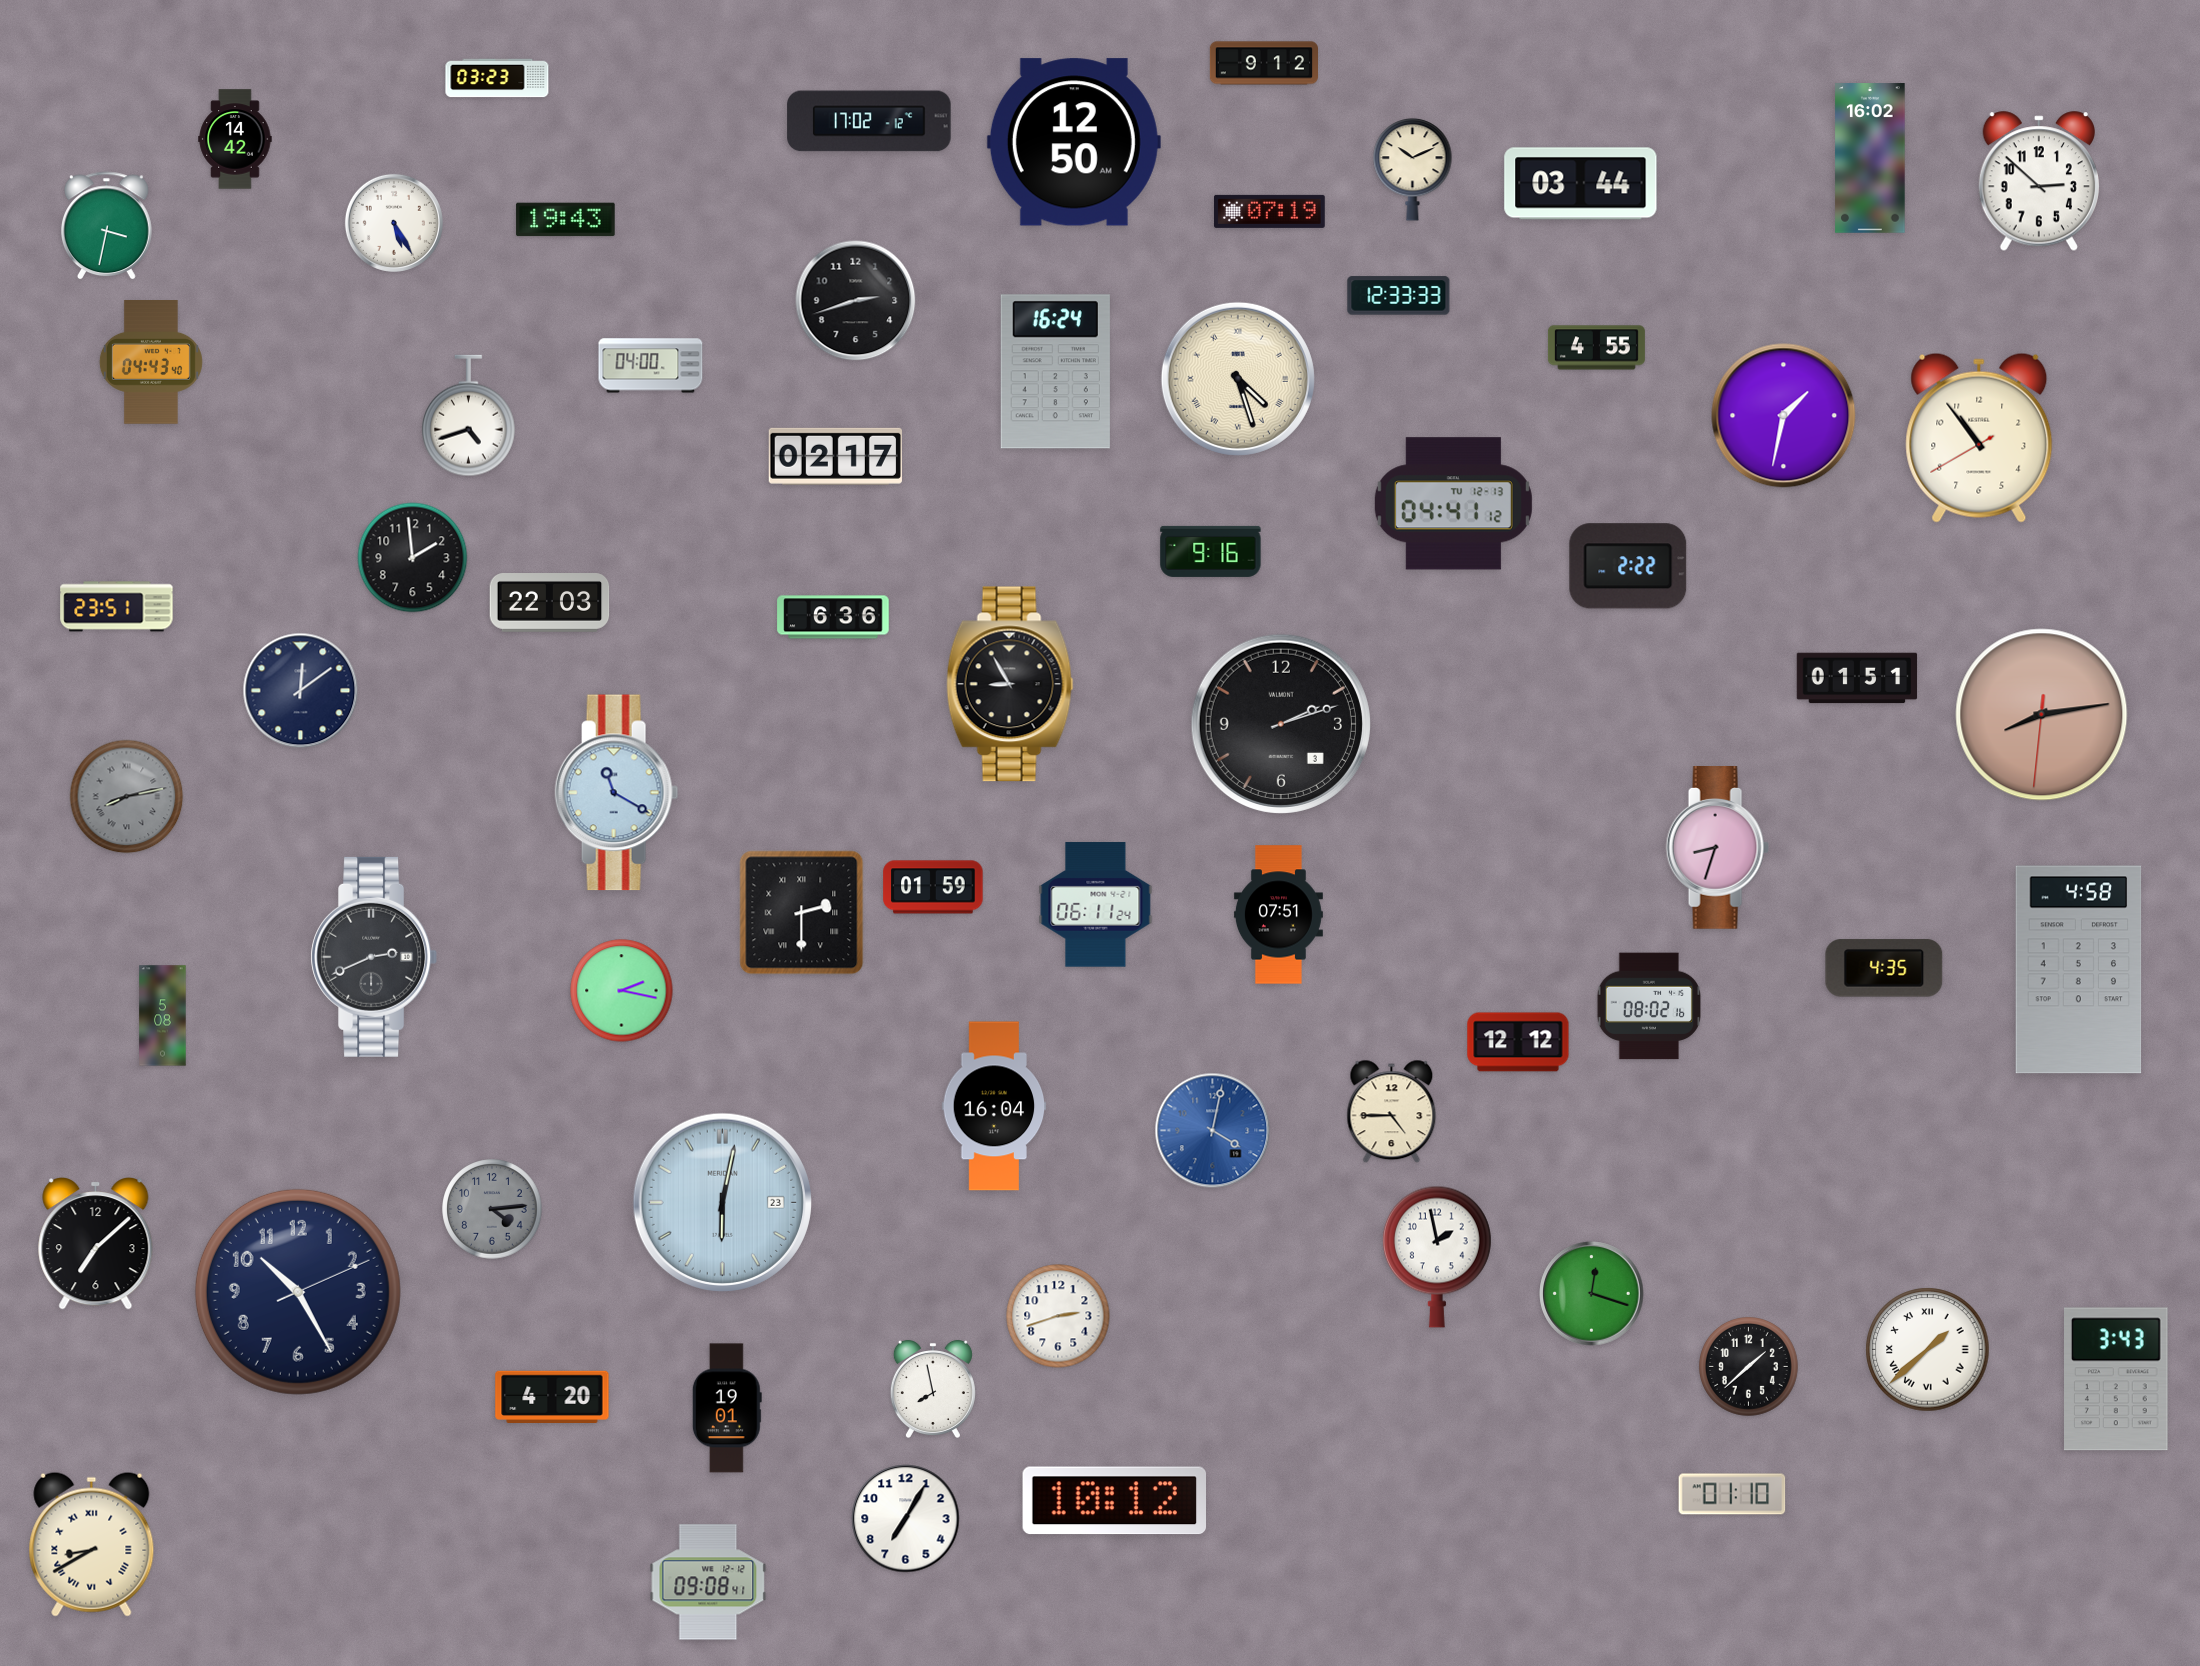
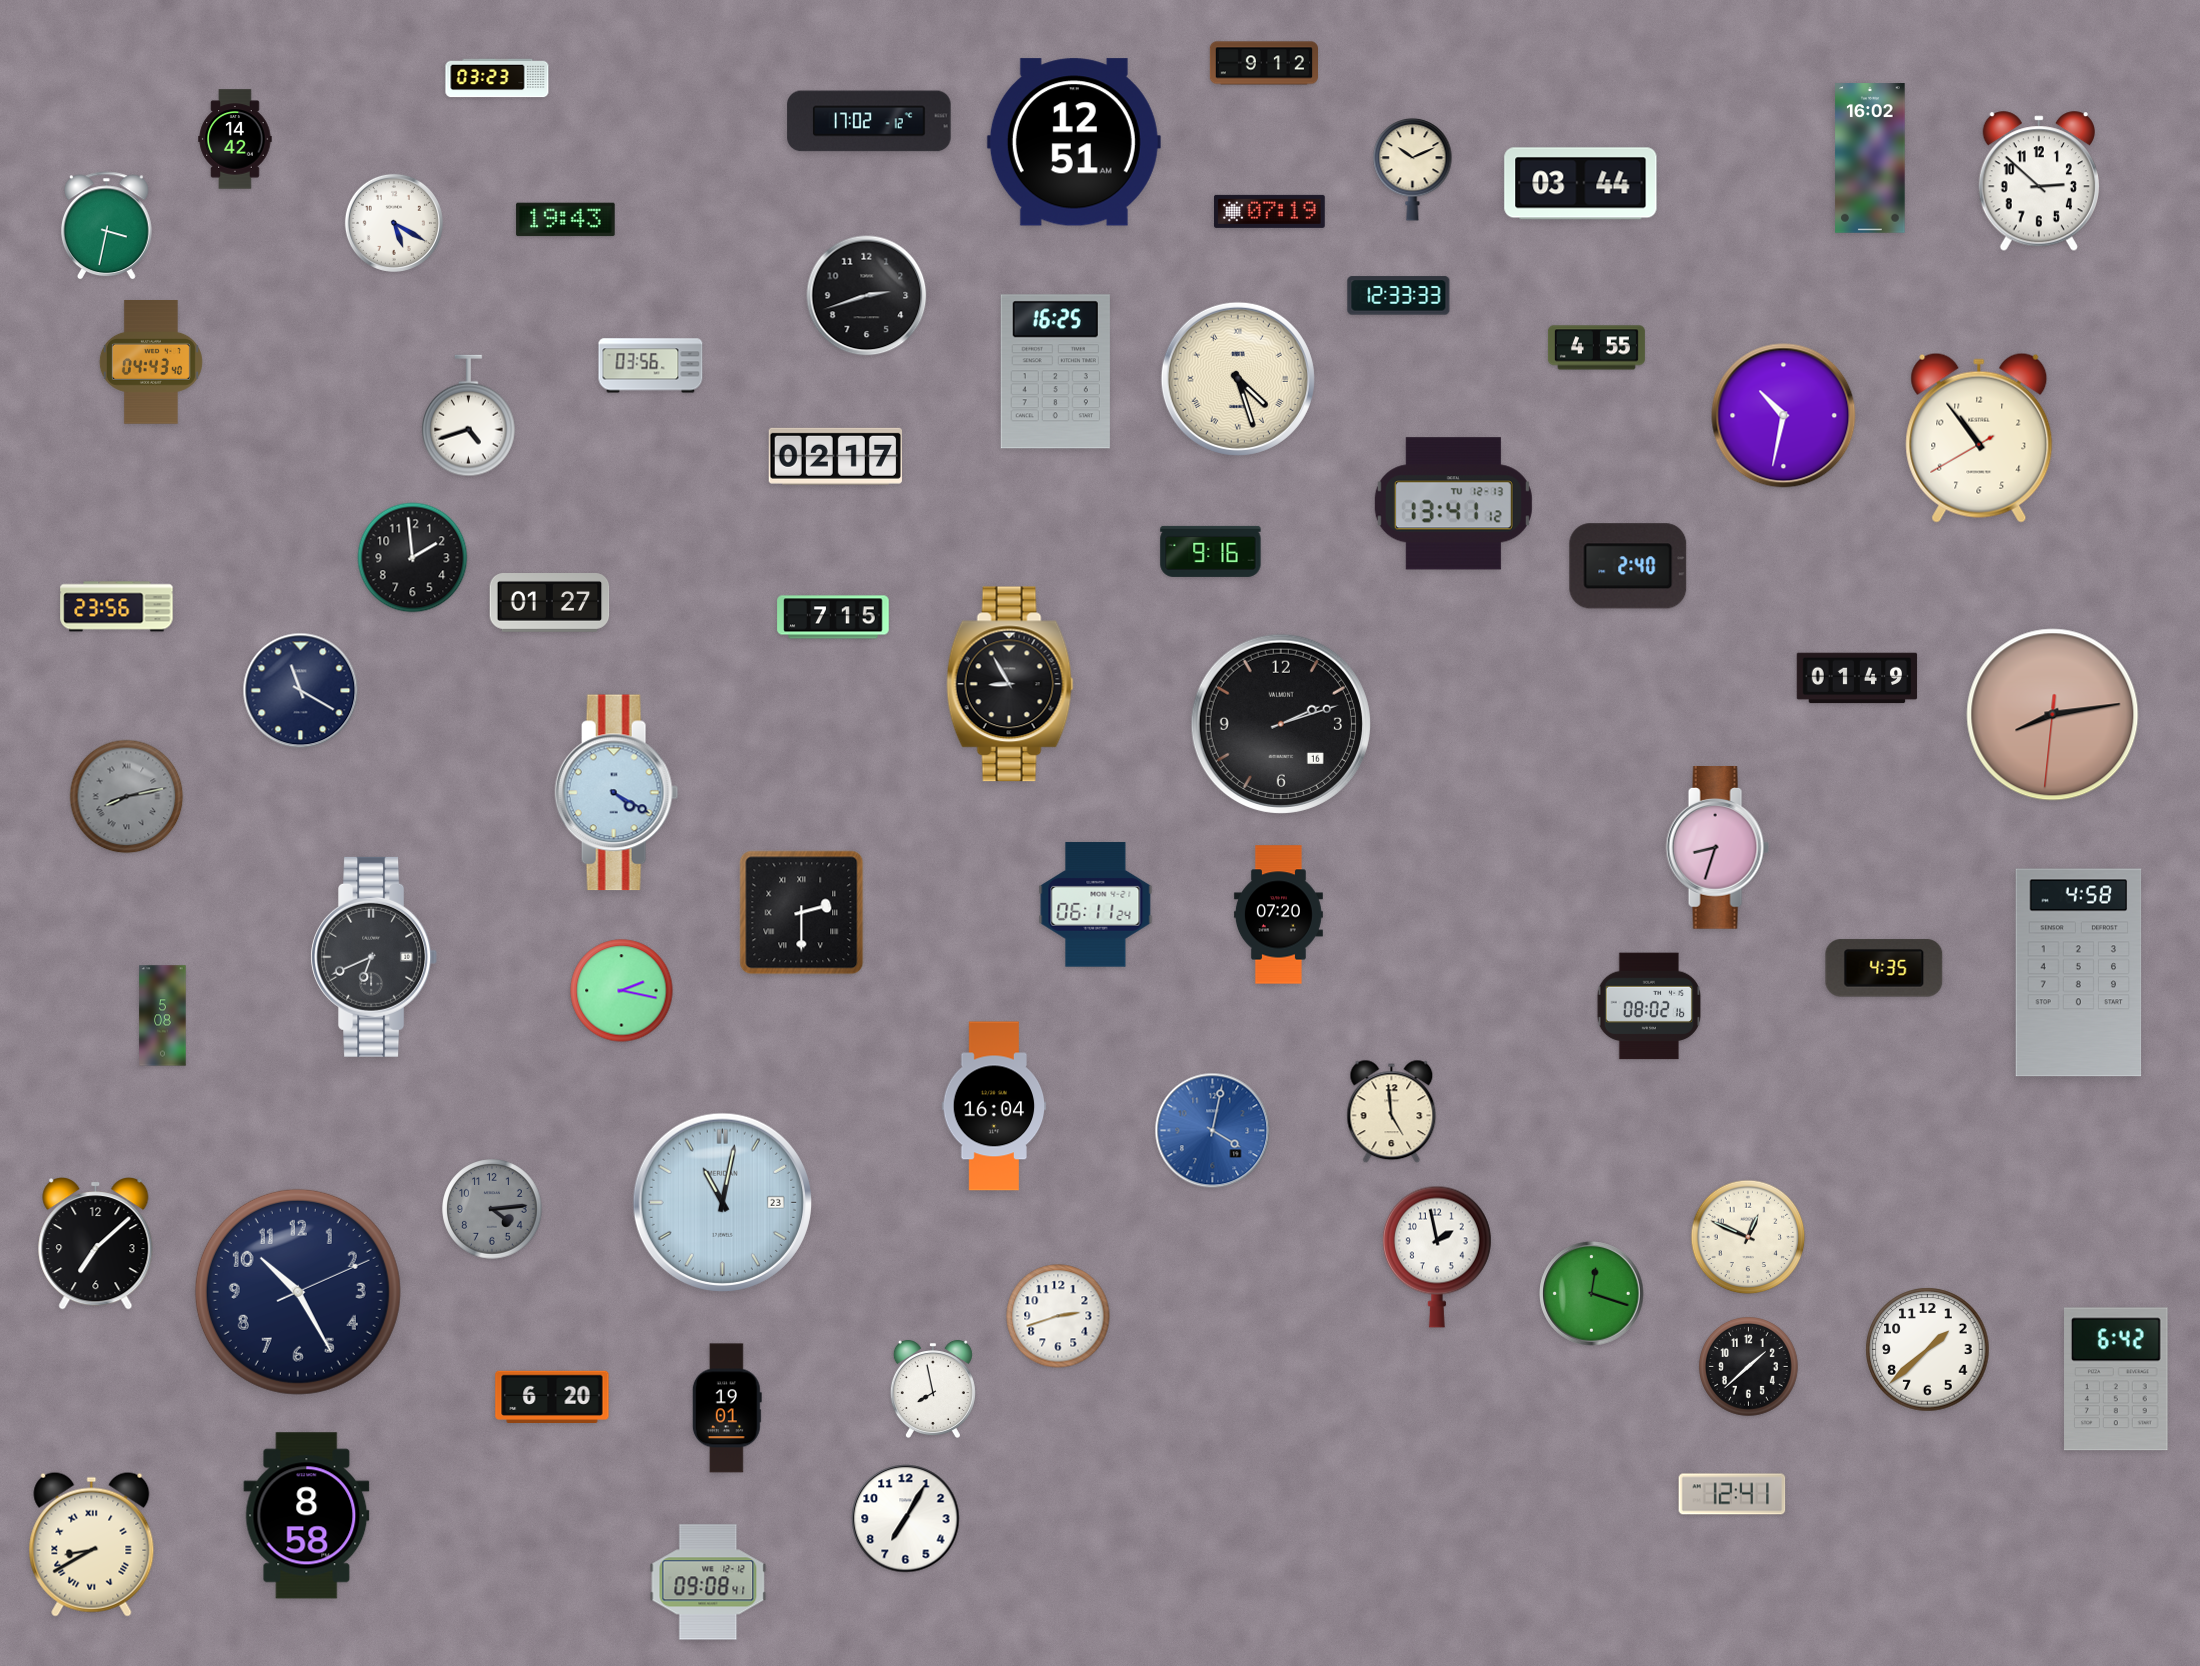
clock at (1074, 142): 12:50 -> 12:51
clock at (394, 223): 5:25 -> 5:20
clock at (856, 301) position: (856, 301) -> (867, 296)
clock at (651, 366): 04:00 -> 03:56
clock at (1055, 372): 16:24 -> 16:25
clock at (1784, 416): 1:32 -> 10:32
clock at (1453, 504): 04:41 -> 13:41
clock at (1628, 566): 2:22 -> 2:40
clock at (550, 603): 22:03 -> 01:27
clock at (117, 607): 23:51 -> 23:56
clock at (833, 617): 6:36 -> 7:15
clock at (1857, 678): 01:51 -> 01:49
clock at (301, 691): 12:09 -> 11:20
clock at (2042, 715) position: (2042, 715) -> (2053, 715)
clock at (1281, 724) date: 3 -> 16
clock at (617, 793): 11:20 -> 4:20
clock at (933, 887): 01:59 -> none
clock at (1278, 915): 07:51 -> 07:20
clock at (374, 957): 2:41 -> 6:41
clock at (2079, 970) position: (2079, 970) -> (2079, 973)
clock at (1518, 1042): 12:12 -> none
clock at (1392, 1112): 4:45 -> 4:59
clock at (722, 1202): 6:02 -> 11:02
clock at (1748, 1237): none -> 12:49
clock at (1928, 1350) numerals: Roman -> Arabic
clock at (2117, 1379): 3:43 -> 6:42
clock at (552, 1396): 4:20 -> 6:20
clock at (1732, 1494): 01:10 -> 12:41
clock at (1115, 1501): 10:12 -> none
clock at (307, 1516): none -> 8:58
